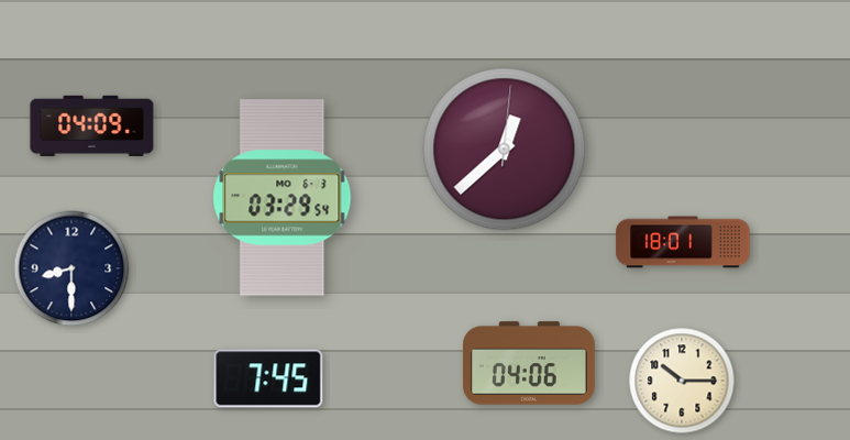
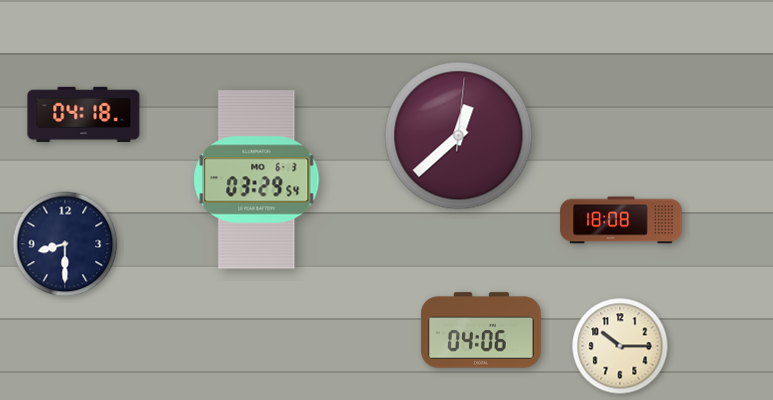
clock at (92, 125): 04:09 -> 04:18
clock at (683, 242): 18:01 -> 18:08
clock at (268, 378): 7:45 -> none
